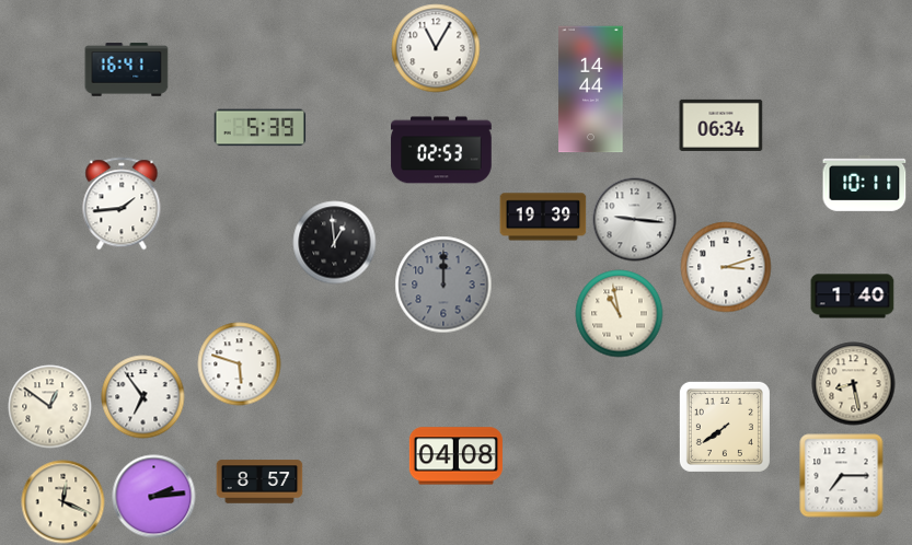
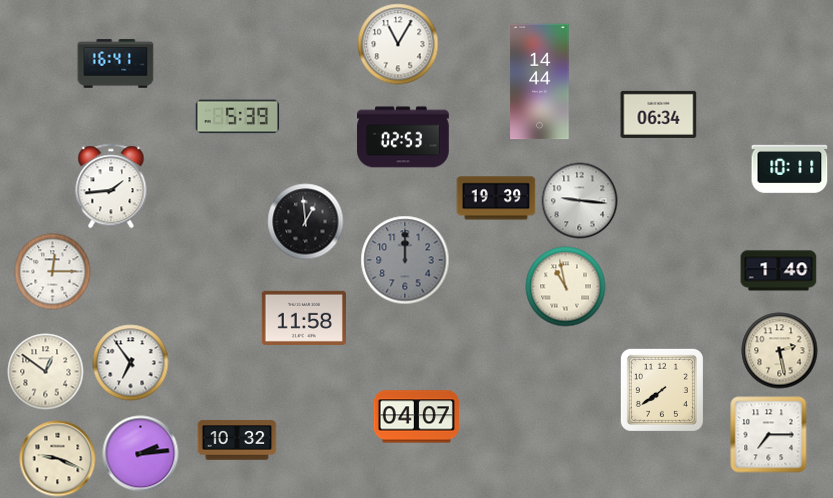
clock at (726, 267): 3:12 -> none
clock at (53, 272): none -> 12:15
clock at (303, 318): none -> 11:58
clock at (240, 364): 5:48 -> none
clock at (854, 384): 8:28 -> 2:28
clock at (455, 456): 04:08 -> 04:07
clock at (259, 482): 8:57 -> 10:32
clock at (64, 502): 12:19 -> 9:19
